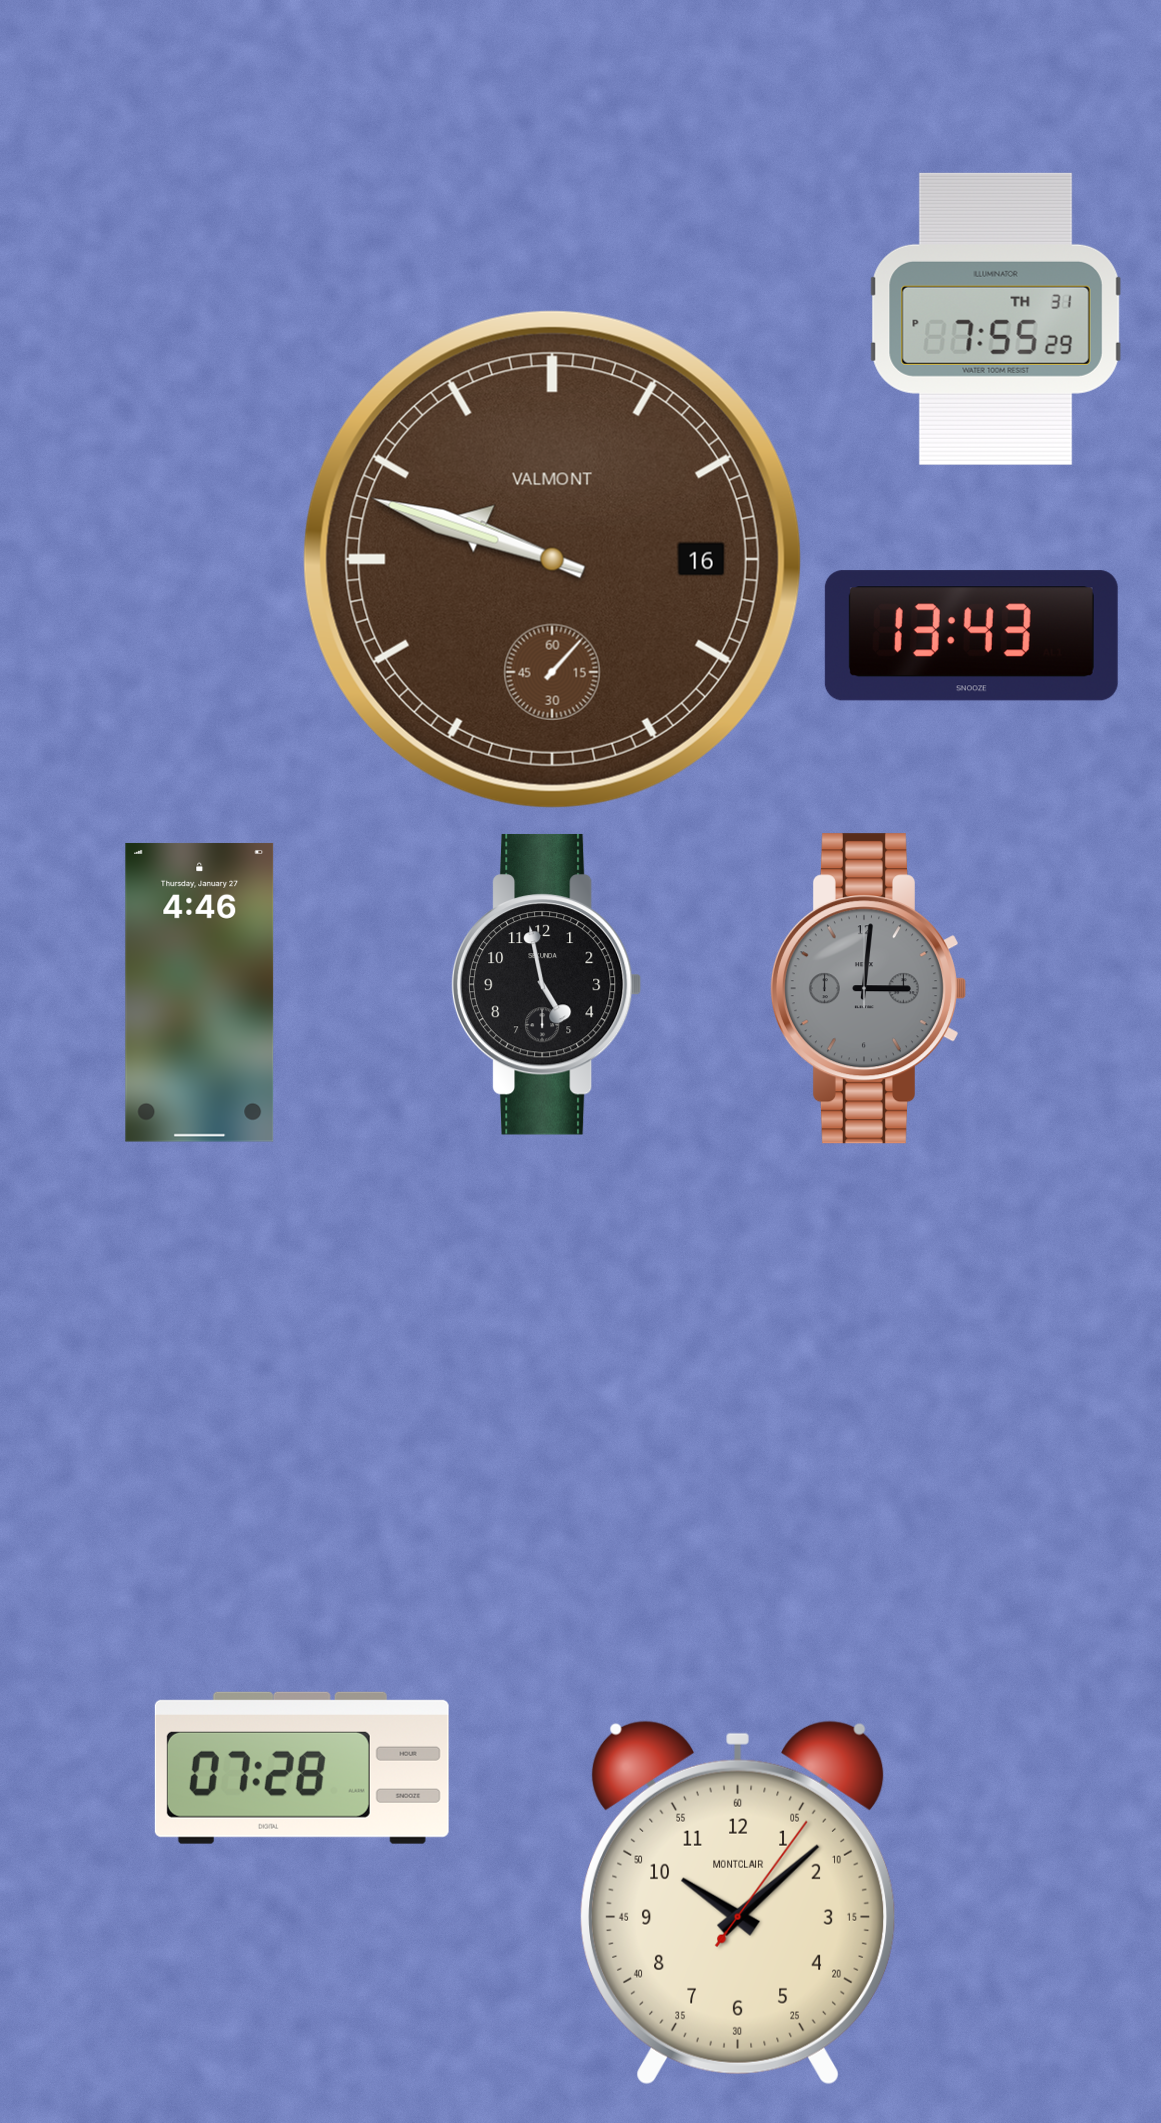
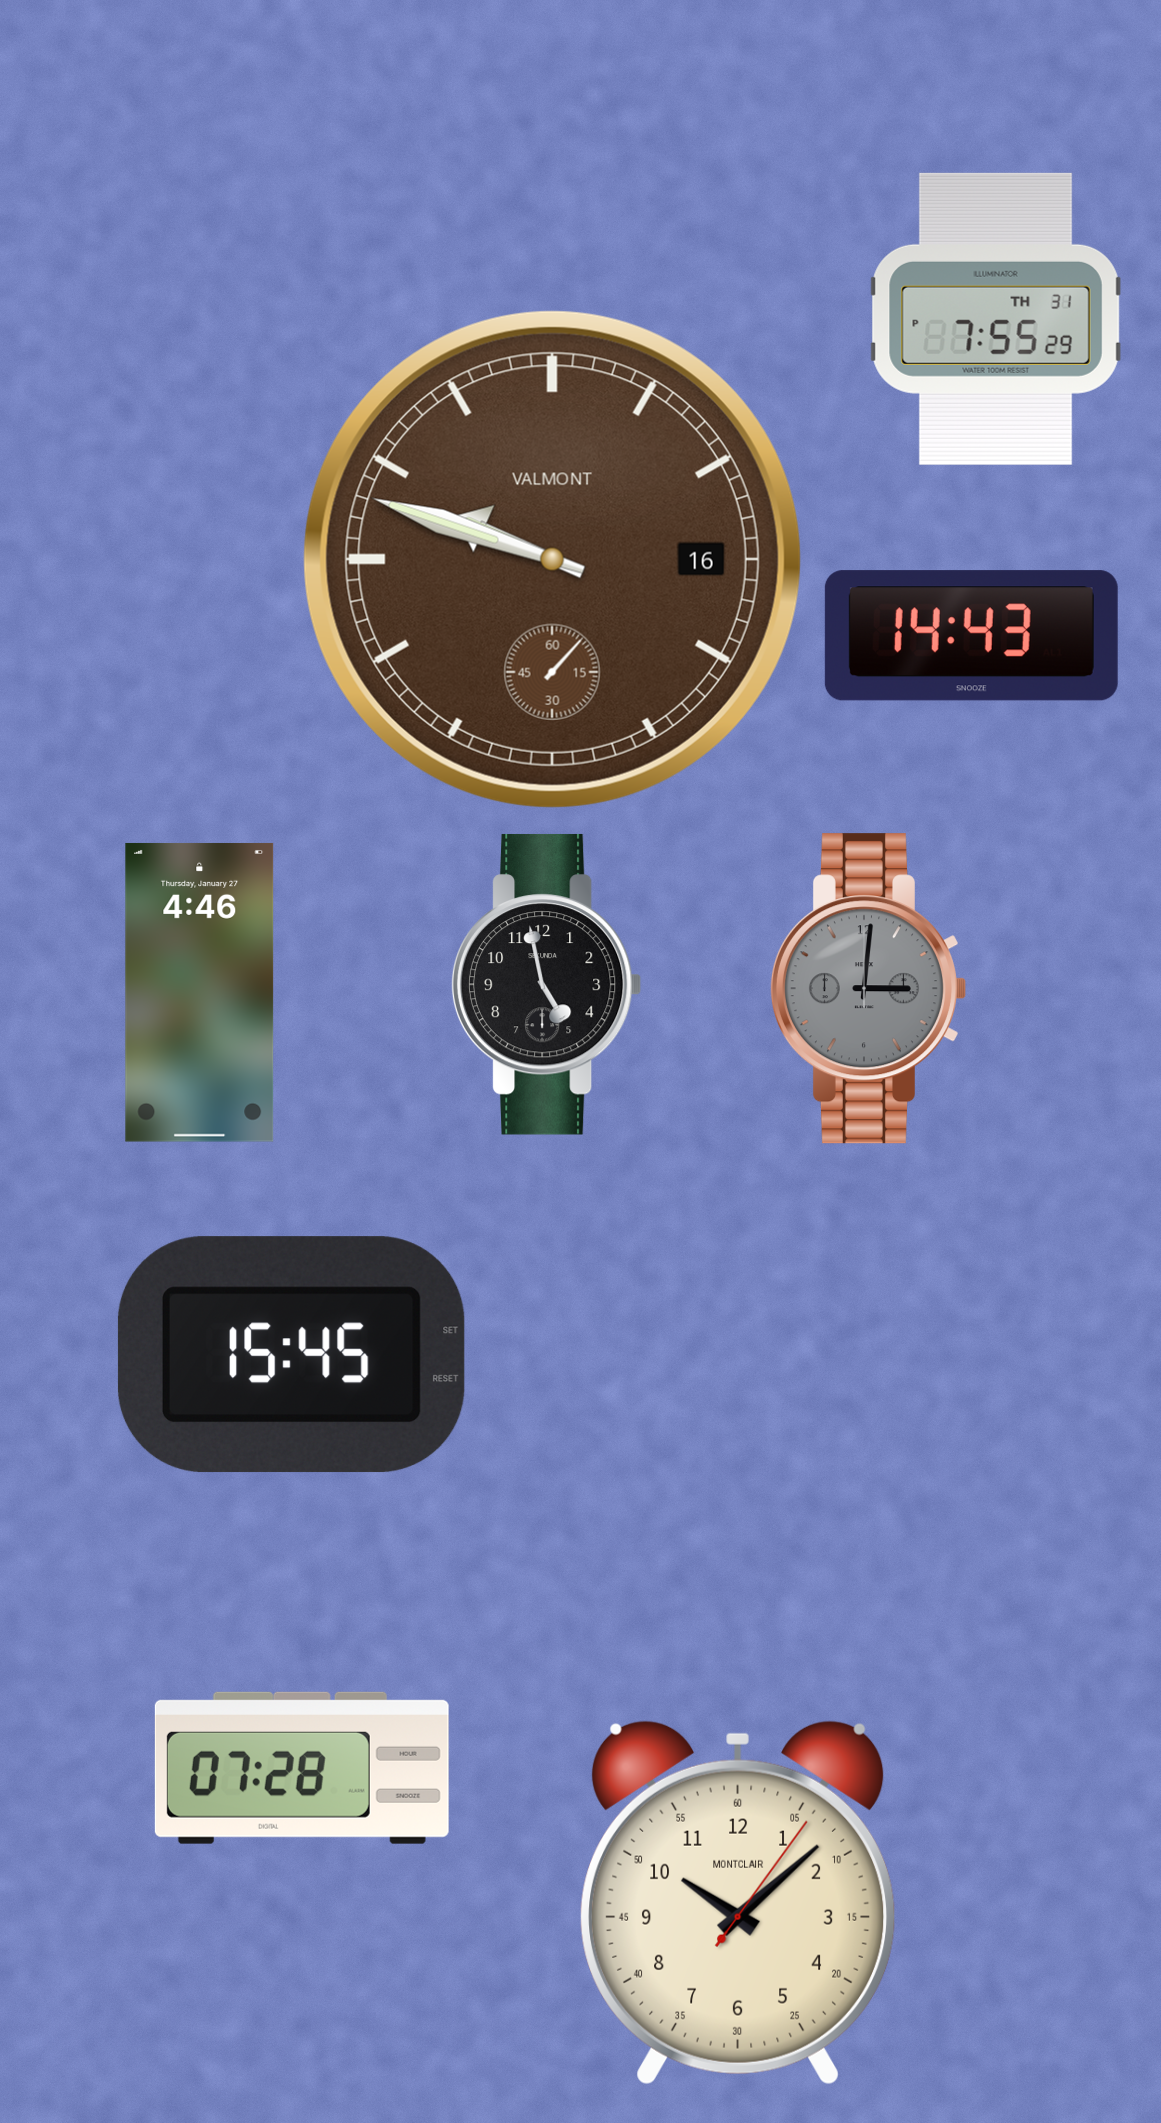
clock at (971, 636): 13:43 -> 14:43
clock at (291, 1355): none -> 15:45
